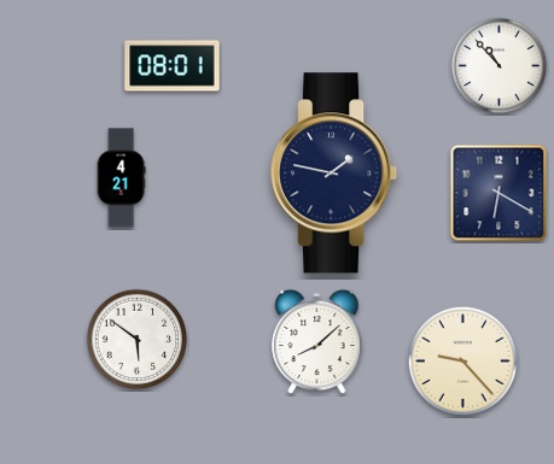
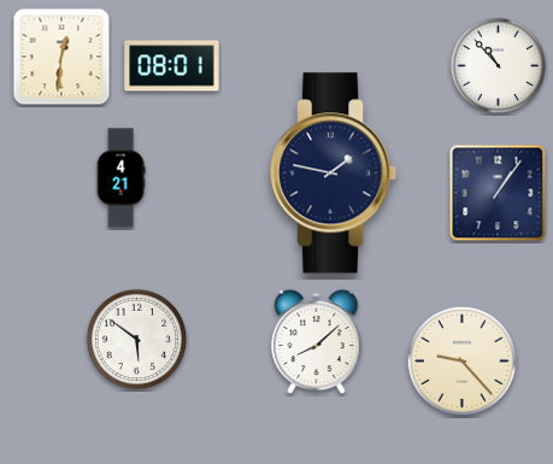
clock at (61, 57): none -> 12:31
clock at (498, 193): 6:20 -> 1:06
